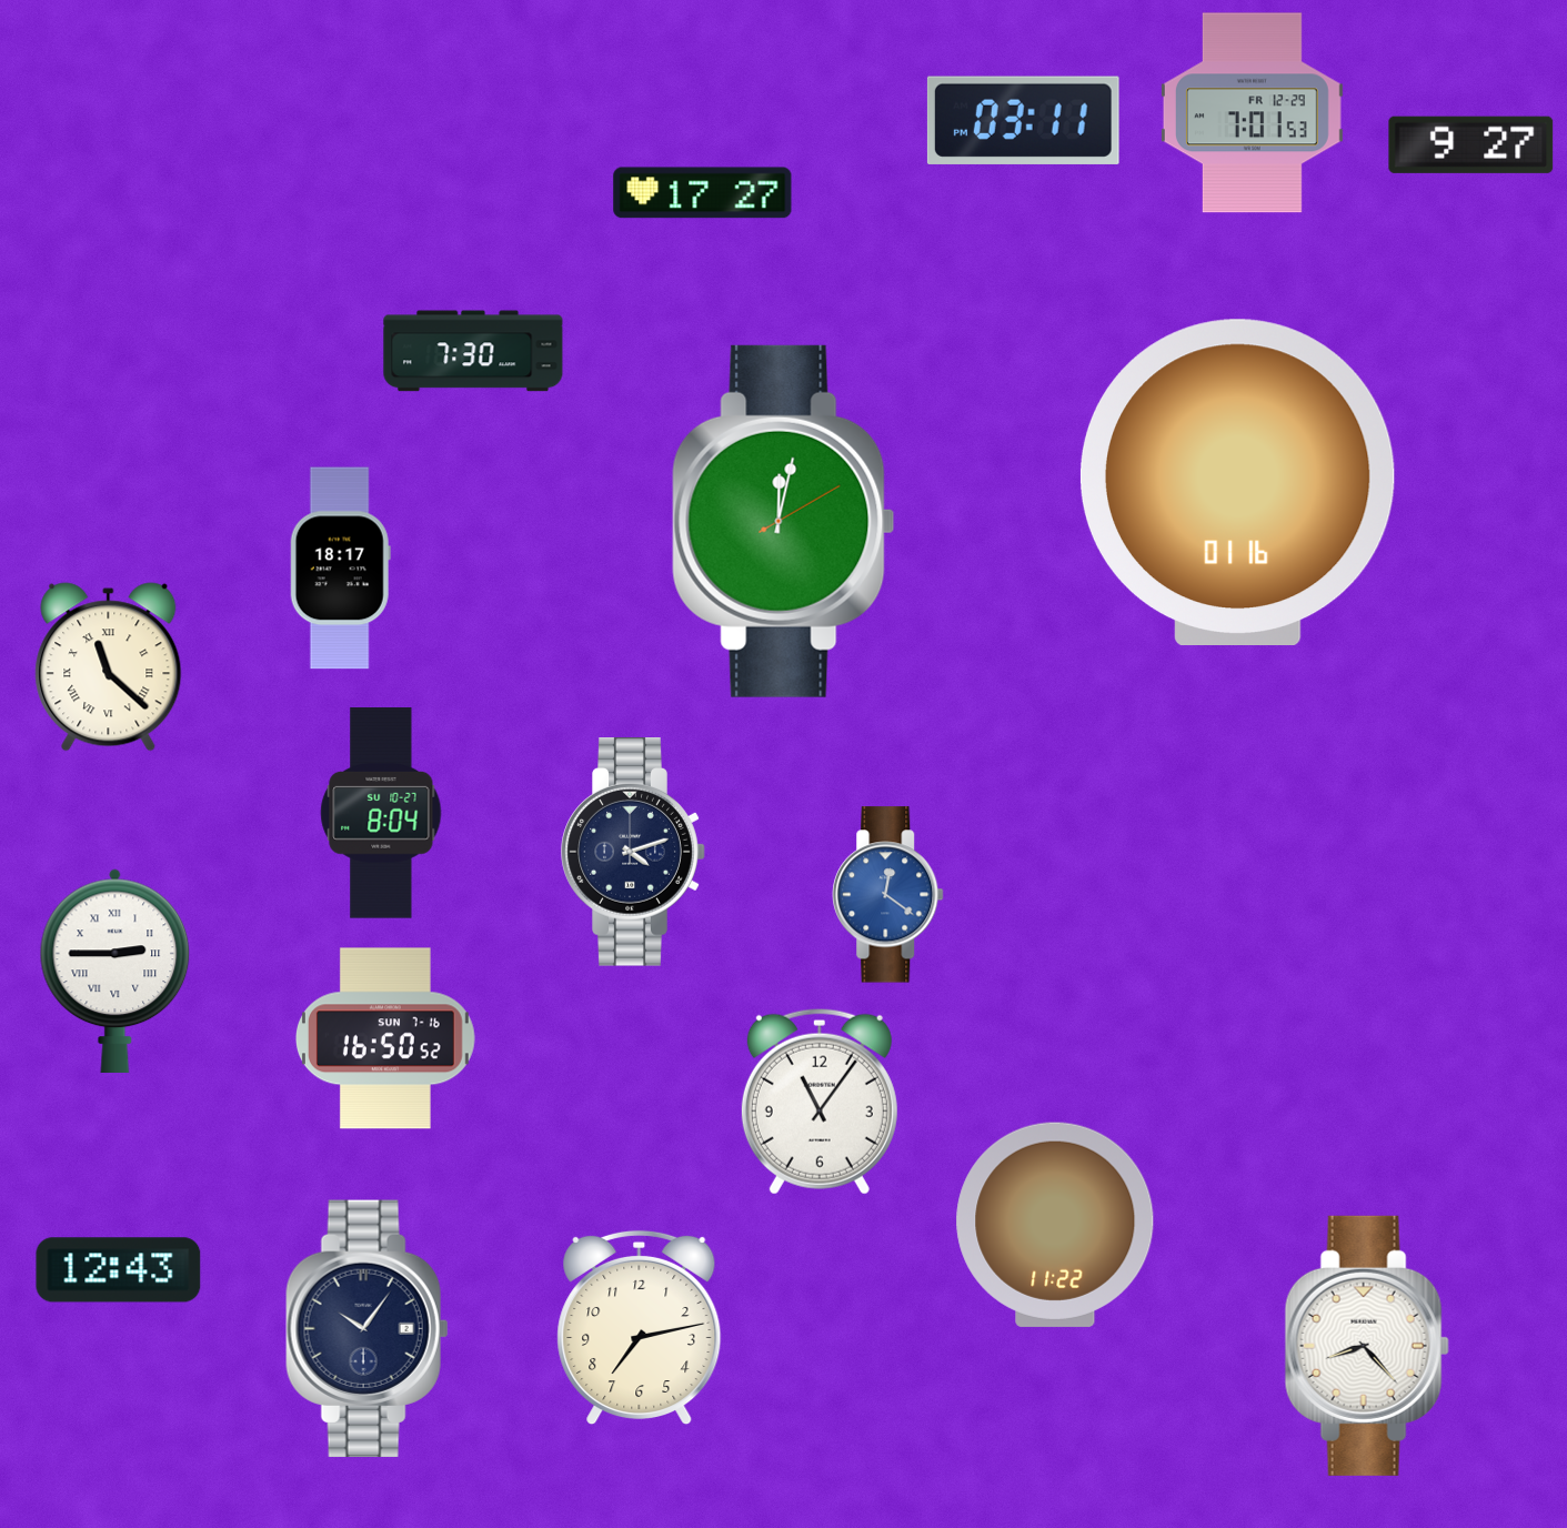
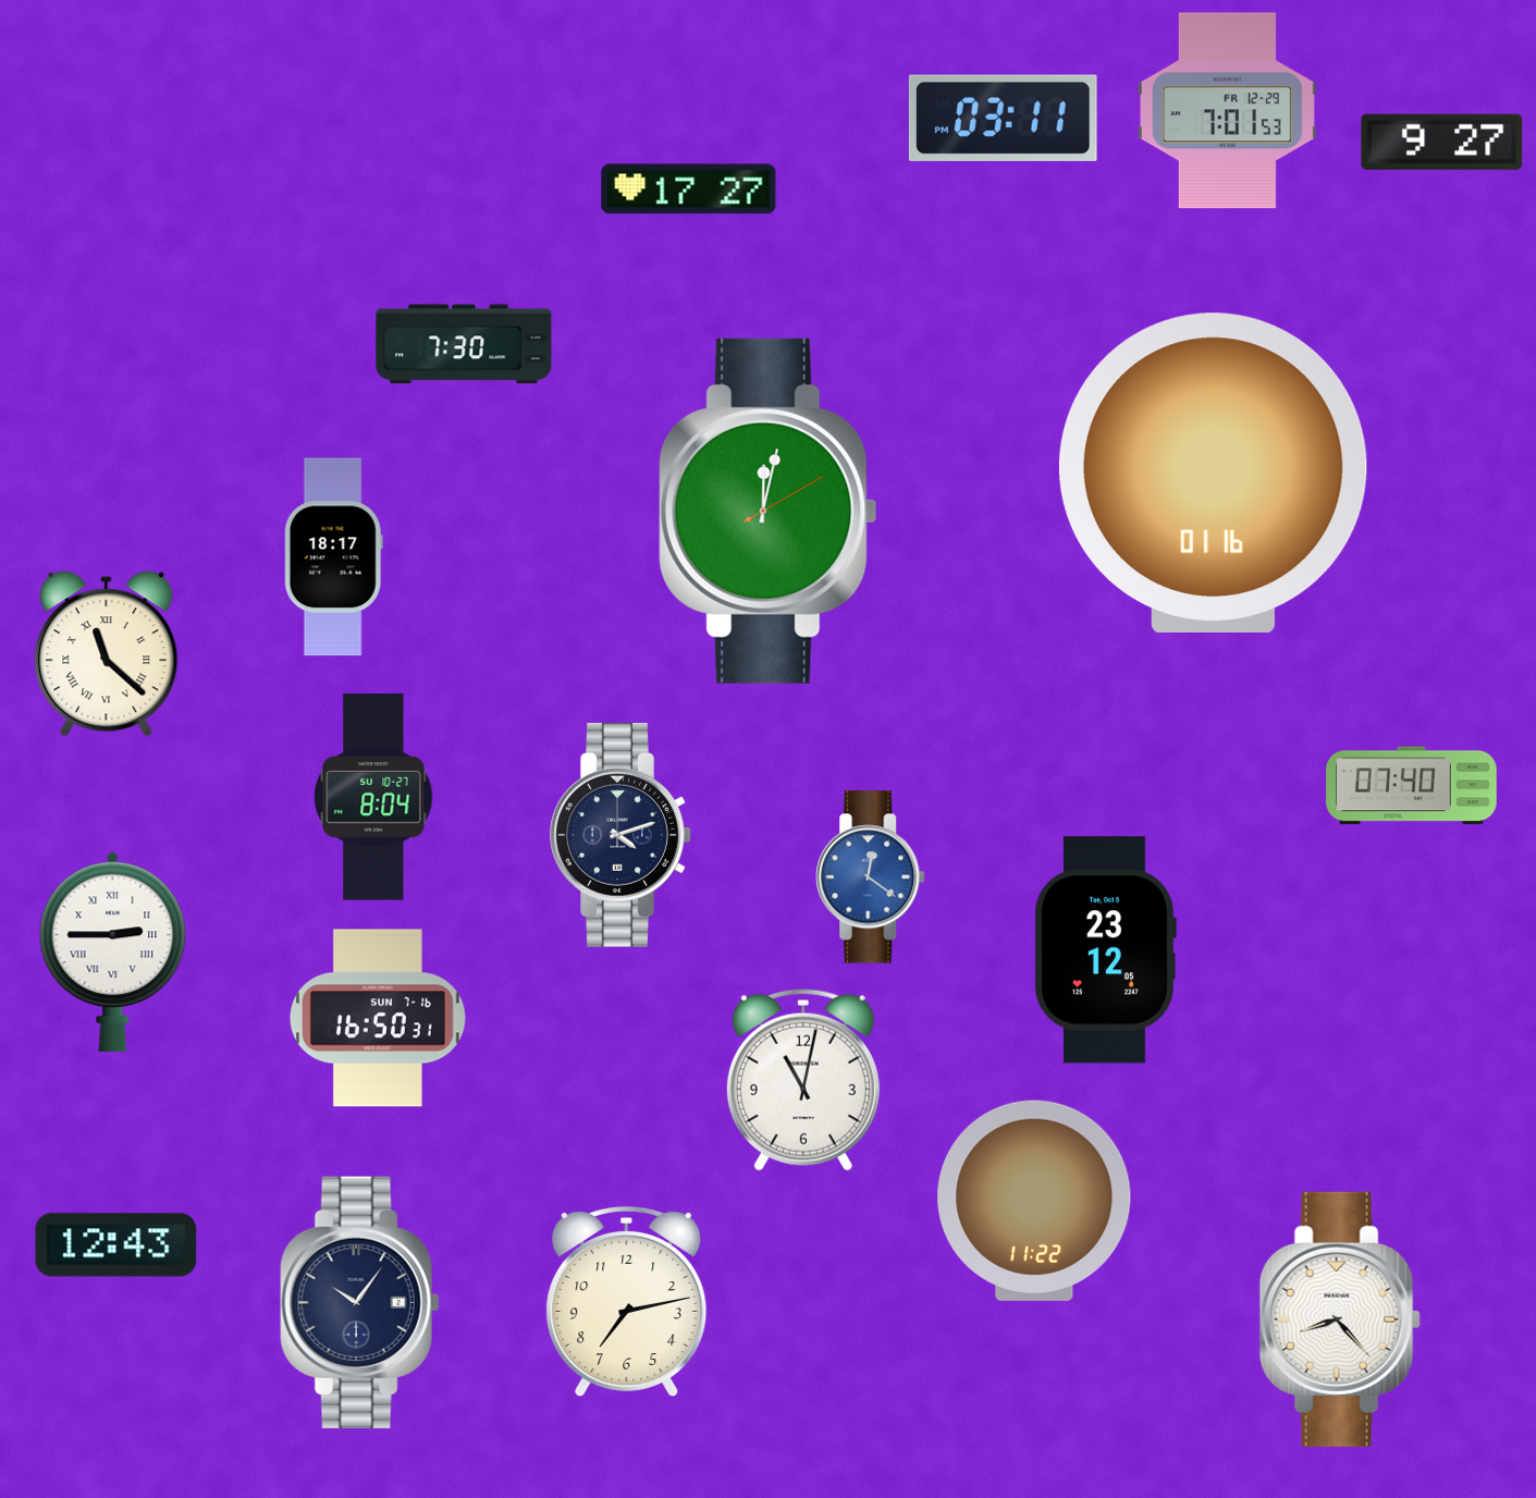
clock at (1412, 786): none -> 07:40
clock at (1105, 950): none -> 23:12
clock at (385, 1038): 16:50:52 -> 16:50:31
clock at (820, 1102): 11:06 -> 11:02
